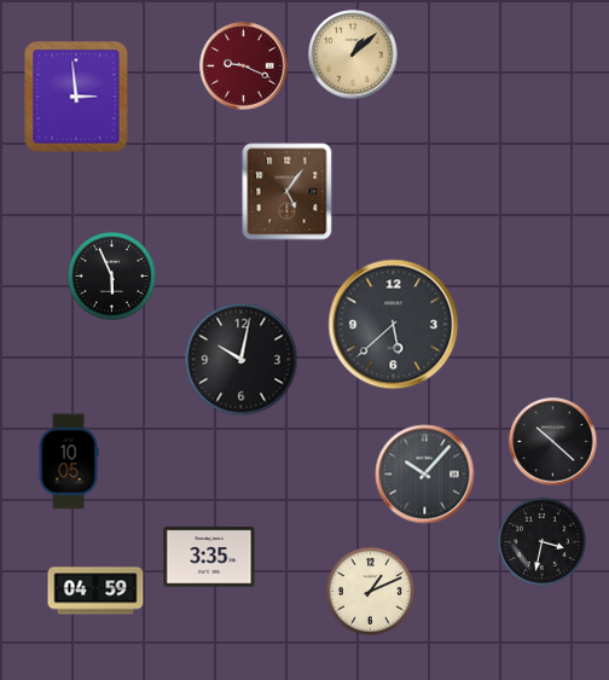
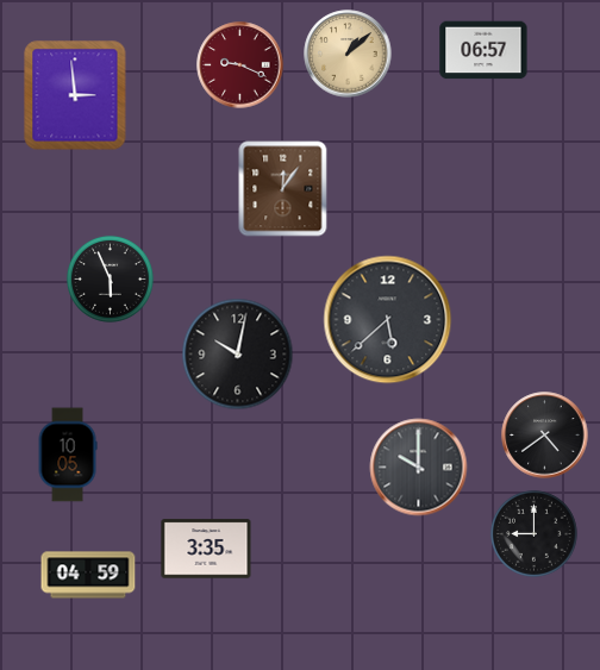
clock at (483, 50): none -> 06:57
clock at (288, 192): 5:06 -> 12:06
clock at (111, 275) position: (111, 275) -> (110, 278)
clock at (553, 442): 10:22 -> 4:39
clock at (425, 475): 10:07 -> 10:00
clock at (541, 541): 3:32 -> 9:00
clock at (95, 591) position: (95, 591) -> (88, 575)
clock at (370, 591): 1:11 -> none
